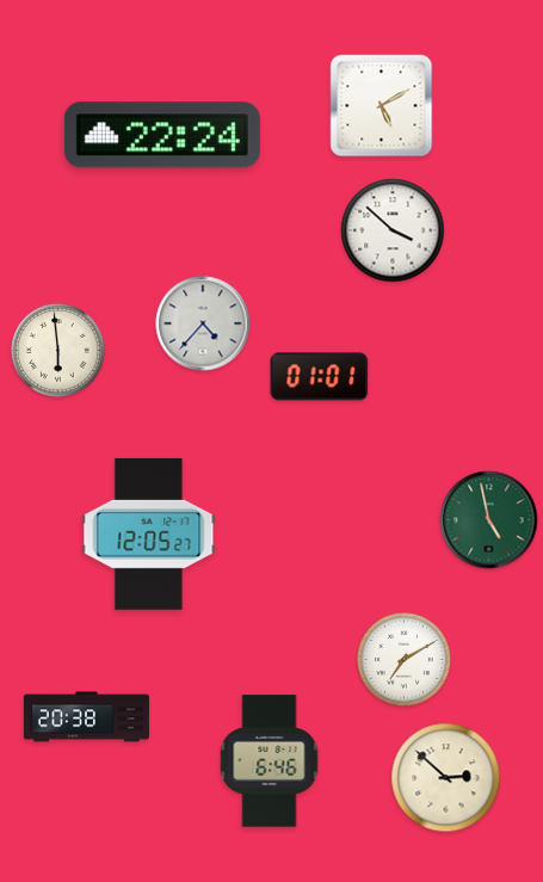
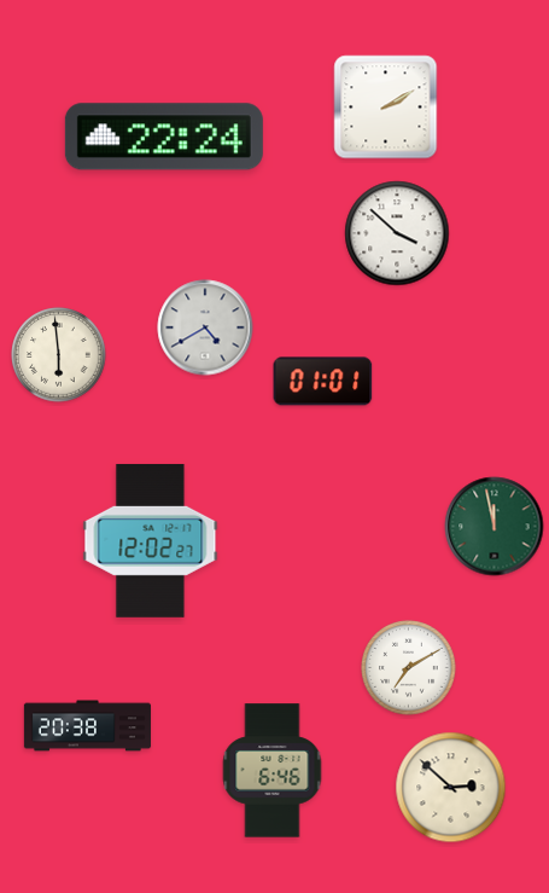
clock at (382, 106): 5:10 -> 2:10
clock at (203, 323): 4:37 -> 4:40
clock at (489, 520): 4:58 -> 11:58
clock at (149, 533): 12:05 -> 12:02
